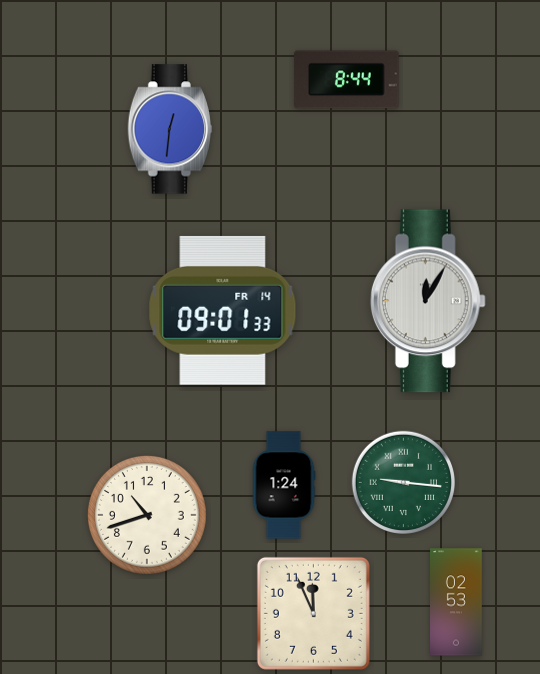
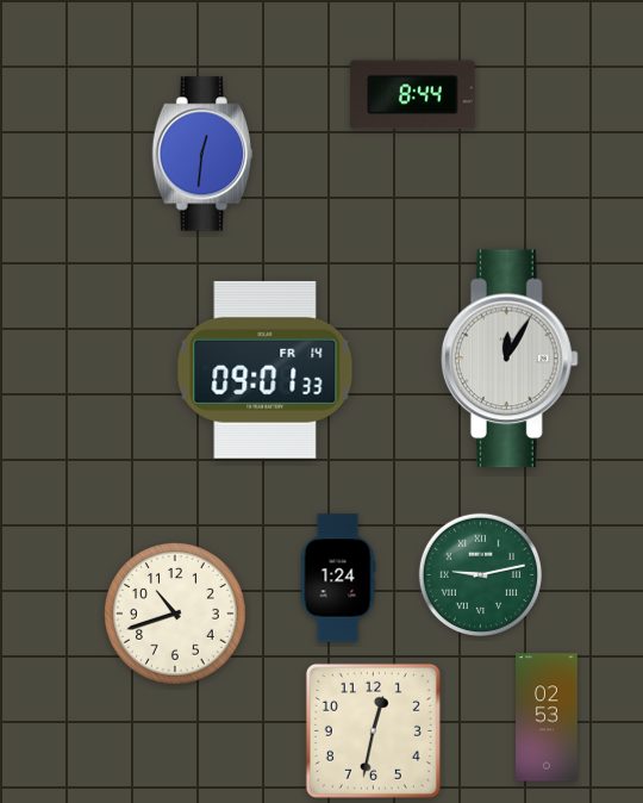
clock at (403, 482): 9:16 -> 9:13
clock at (457, 602) position: (457, 602) -> (548, 717)
clock at (313, 613): 11:56 -> 12:32
